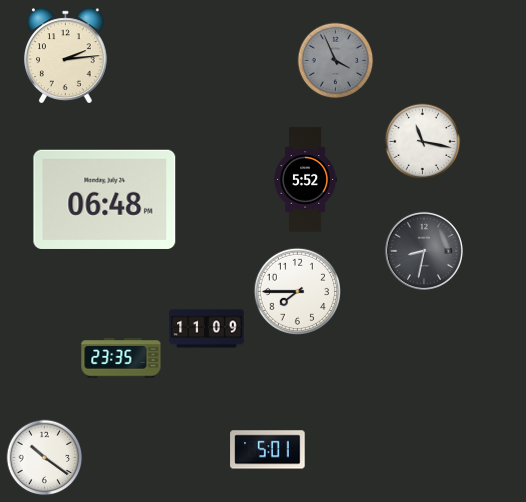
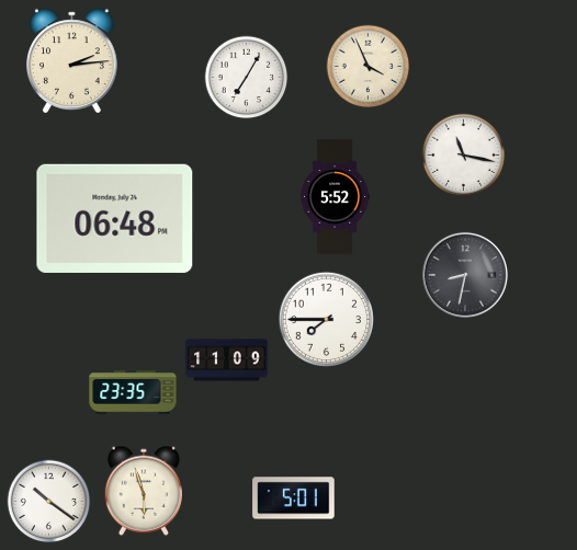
clock at (336, 61) dial: grey -> cream
clock at (247, 78): none -> 7:05
clock at (143, 491): none -> 5:57
clock at (268, 450) position: (268, 450) -> (294, 499)
